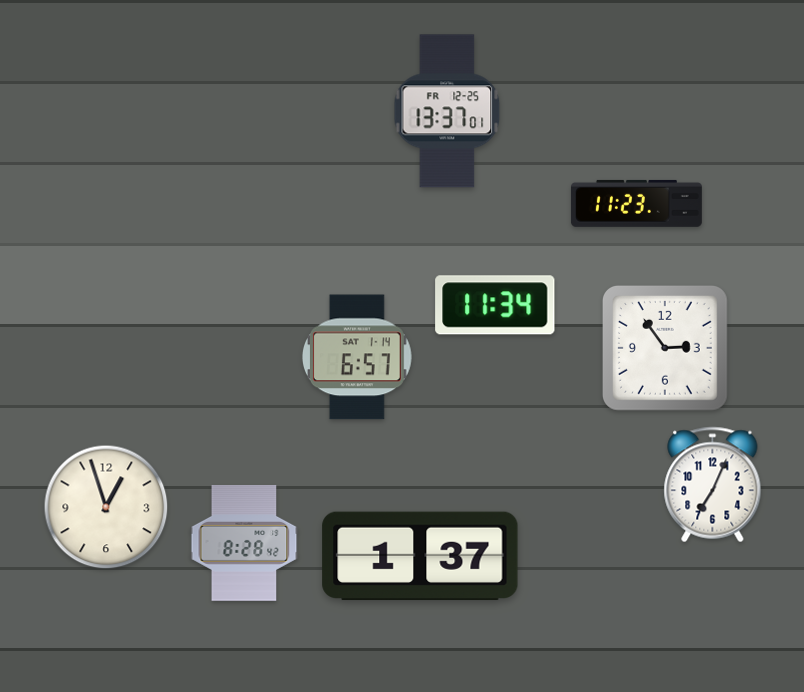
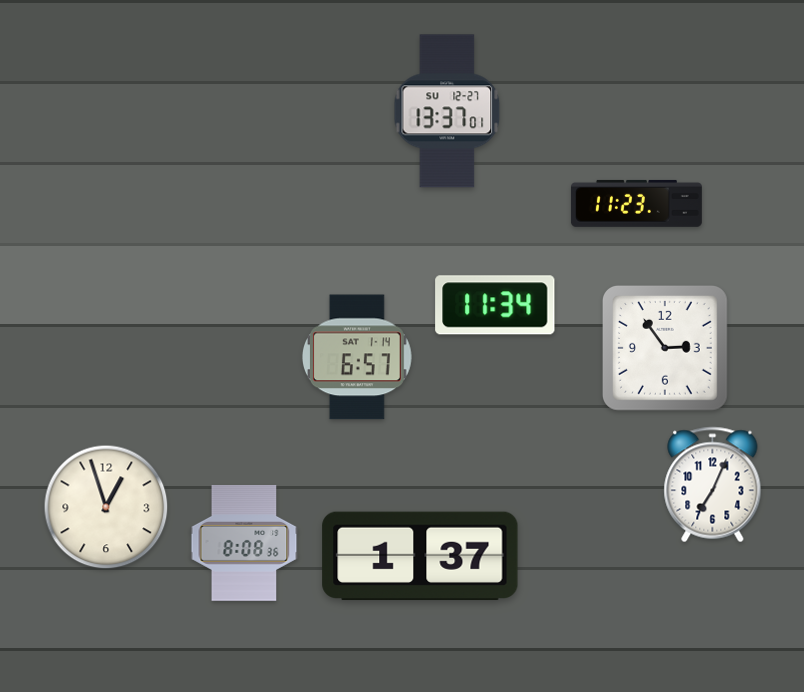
clock at (447, 111) date: FR 12-25 -> SU 12-27
clock at (244, 543): 8:28 -> 8:08
